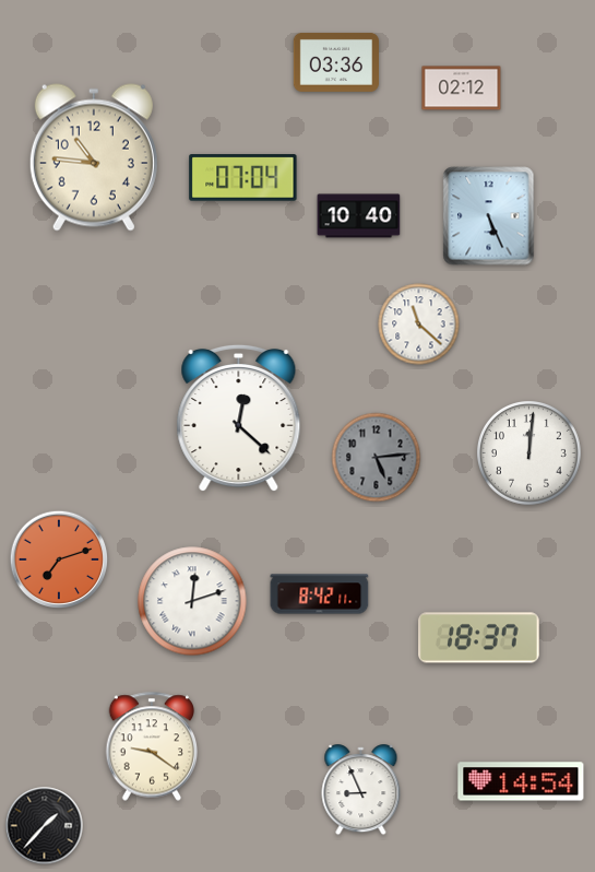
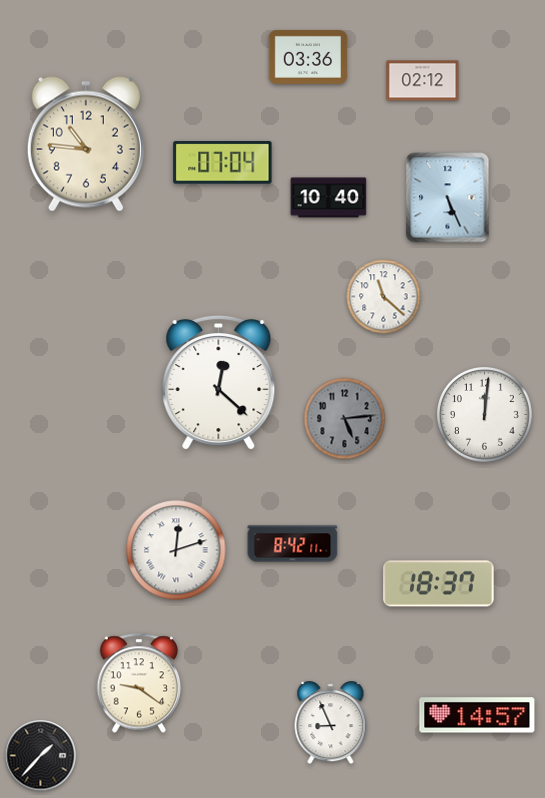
clock at (59, 559): 7:12 -> none
clock at (521, 781): 14:54 -> 14:57
